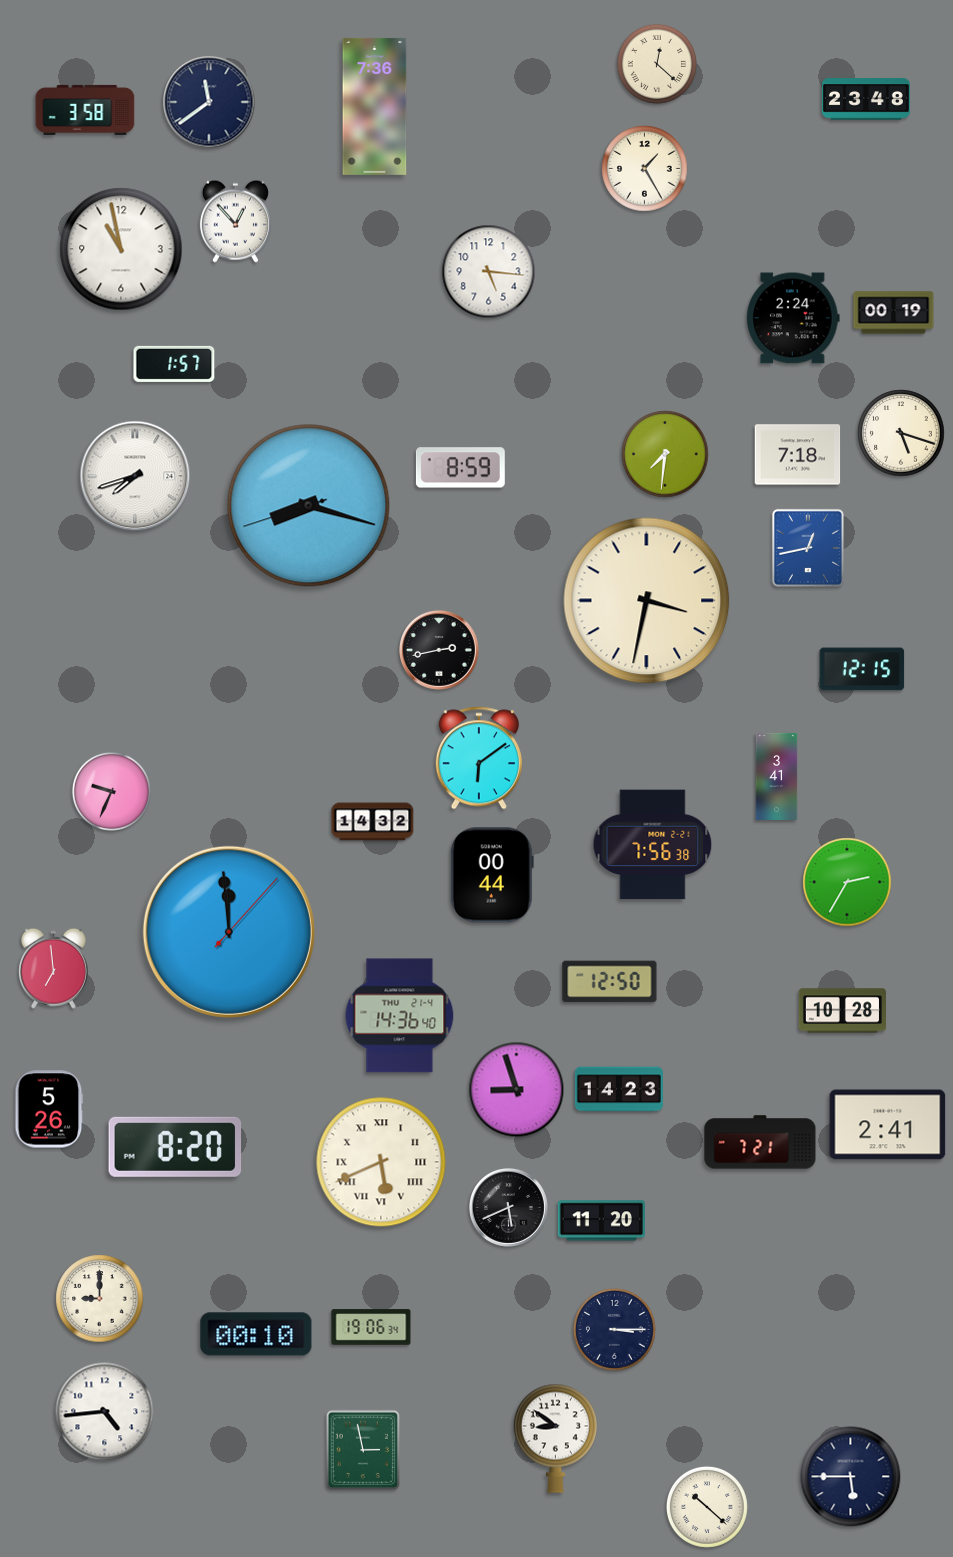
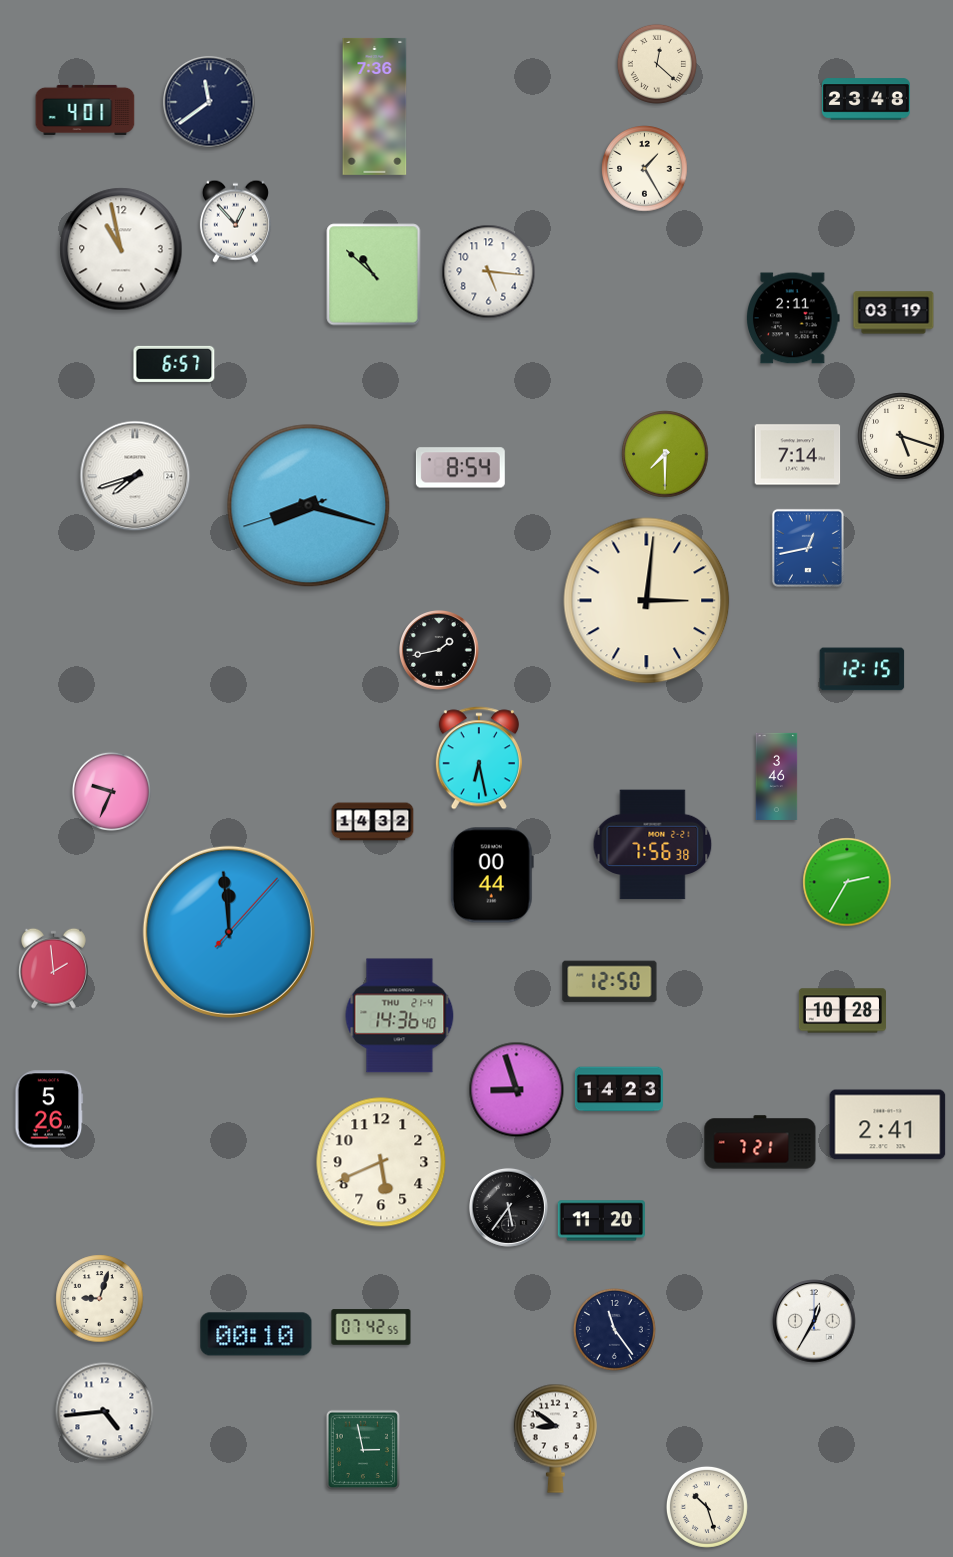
clock at (85, 110): 3:58 -> 4:01
clock at (374, 275): none -> 10:52
clock at (894, 313): 00:19 -> 03:19
clock at (794, 318): 2:24 -> 2:11
clock at (174, 364): 1:57 -> 6:57
clock at (901, 433) position: (901, 433) -> (901, 436)
clock at (665, 454): 7:31 -> 7:30
clock at (798, 455): 7:18 -> 7:14
clock at (460, 468): 8:59 -> 8:54
clock at (647, 601): 3:32 -> 3:01
clock at (440, 651): 2:43 -> 1:43
clock at (479, 758): 6:09 -> 6:28
clock at (777, 776): 3:41 -> 3:46
clock at (53, 968): 6:59 -> 1:59
clock at (175, 1147): 8:20 -> none
clock at (381, 1162) numerals: Roman -> Arabic
clock at (508, 1207): 5:41 -> 5:36
clock at (100, 1299): 9:00 -> 9:03
clock at (814, 1321): none -> 12:35
clock at (371, 1327): 19:06 -> 07:42
clock at (614, 1329): 3:15 -> 11:24
clock at (851, 1477): 5:45 -> none
clock at (707, 1507): 10:22 -> 10:27
